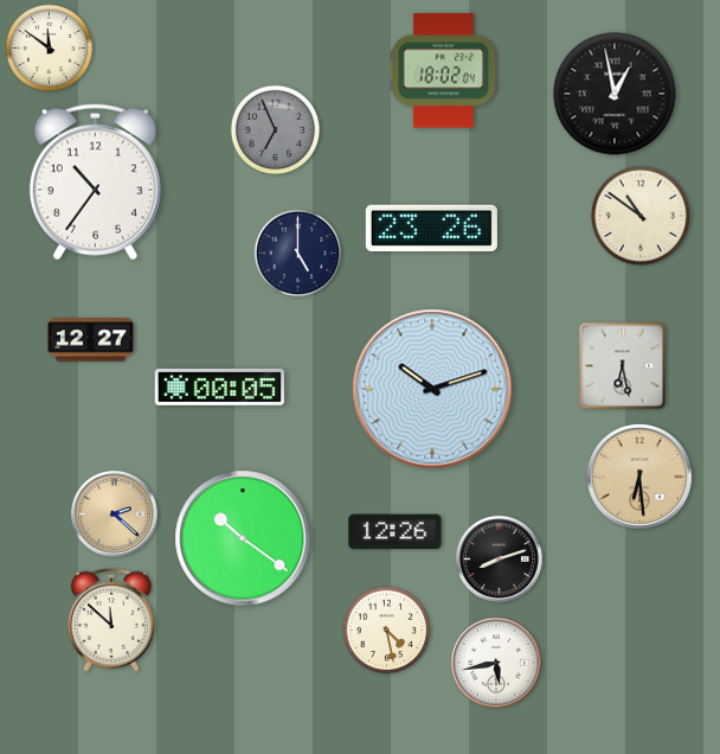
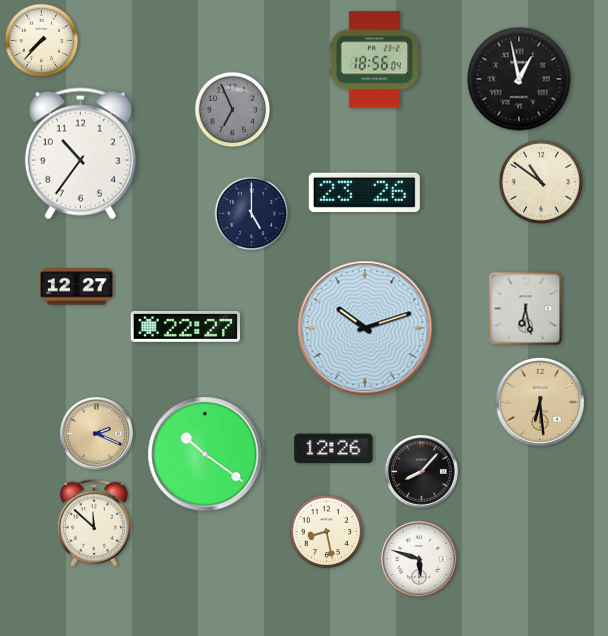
clock at (50, 49): 11:51 -> 7:37
clock at (443, 71): 18:02 -> 18:56
clock at (219, 386): 00:05 -> 22:27
clock at (114, 513): 2:22 -> 2:19
clock at (499, 558): 8:12 -> 8:07
clock at (387, 631): 4:28 -> 8:28
clock at (496, 663): 5:43 -> 5:48
